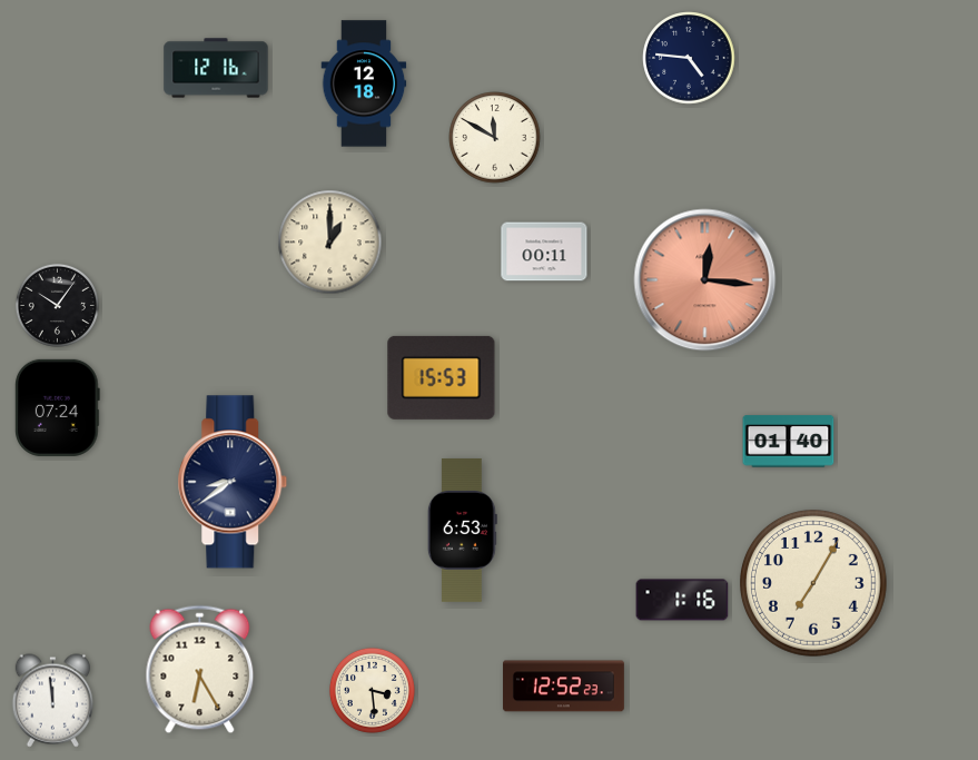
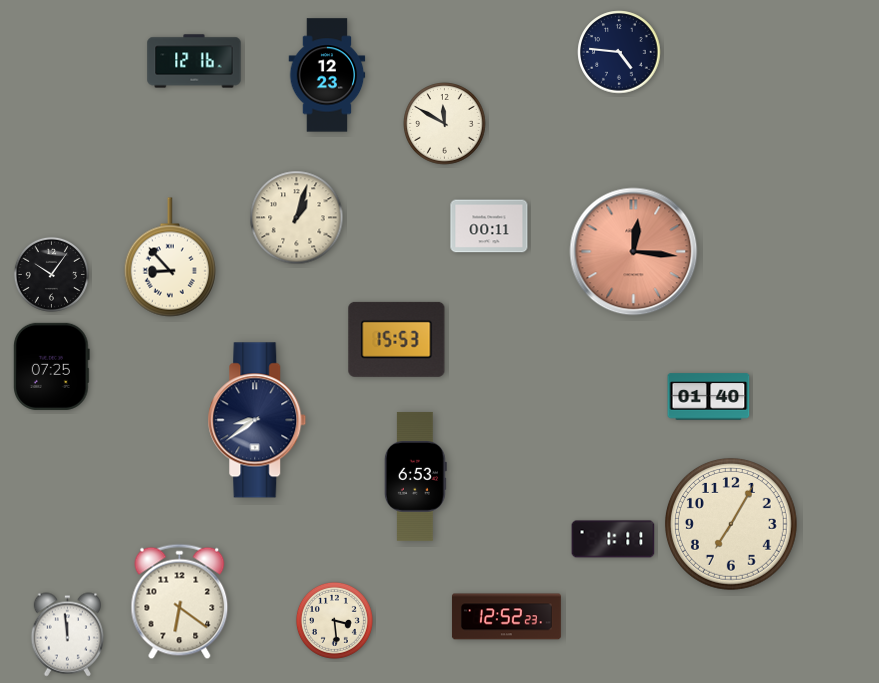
clock at (364, 83): 12:18 -> 12:23
clock at (330, 243): 1:00 -> 1:03
clock at (170, 257): none -> 8:53
clock at (58, 407): 07:24 -> 07:25
clock at (233, 482) position: (233, 482) -> (257, 420)
clock at (682, 600): 1:16 -> 1:11
clock at (200, 670): 6:25 -> 6:21
clock at (52, 701) position: (52, 701) -> (67, 635)
